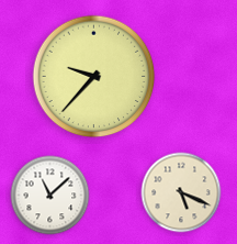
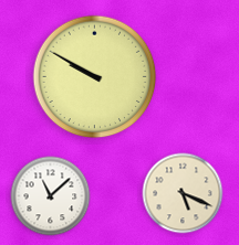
clock at (94, 77): 9:37 -> 9:50
